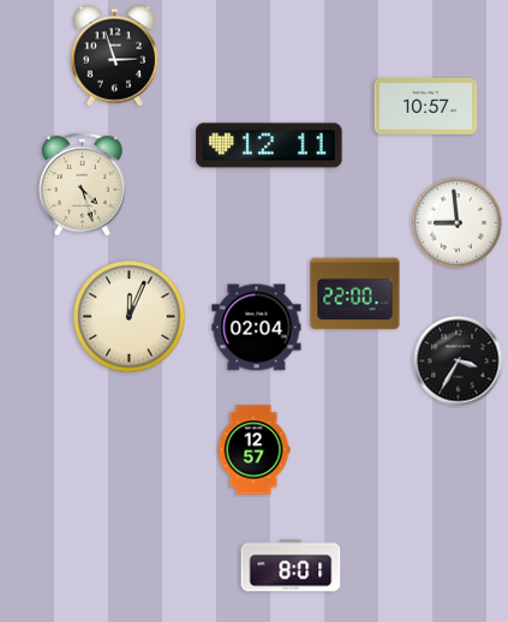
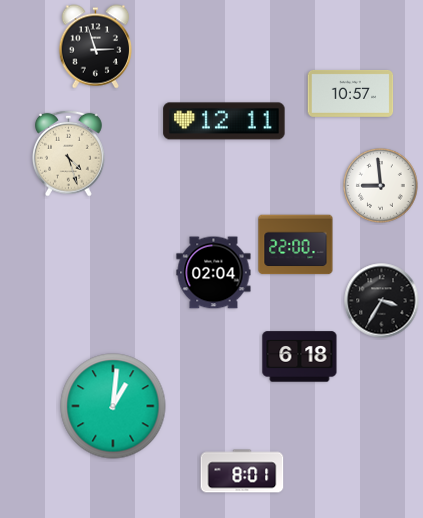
clock at (426, 106) position: (426, 106) -> (351, 93)
clock at (130, 317): 12:04 -> none
clock at (300, 357): none -> 6:18
clock at (253, 450): 12:57 -> none
clock at (113, 406): none -> 1:01
